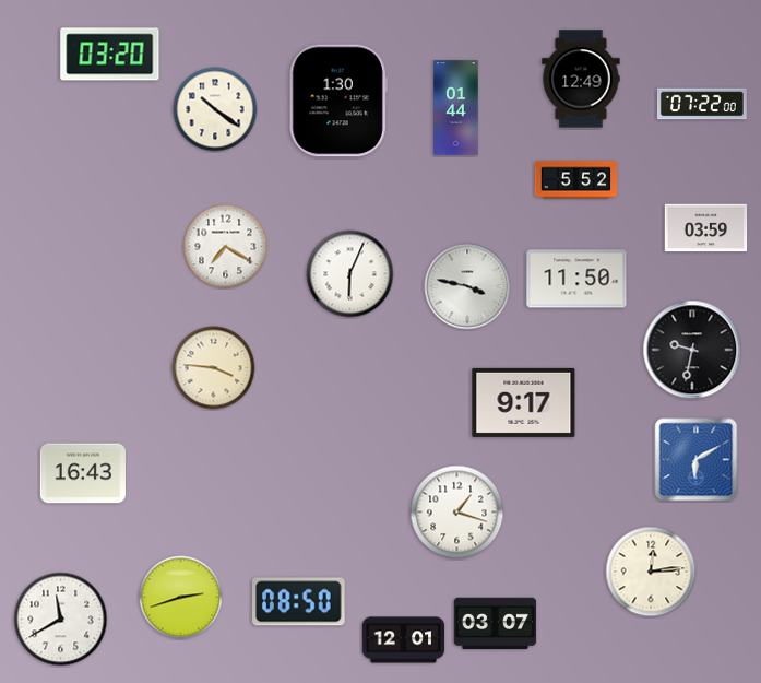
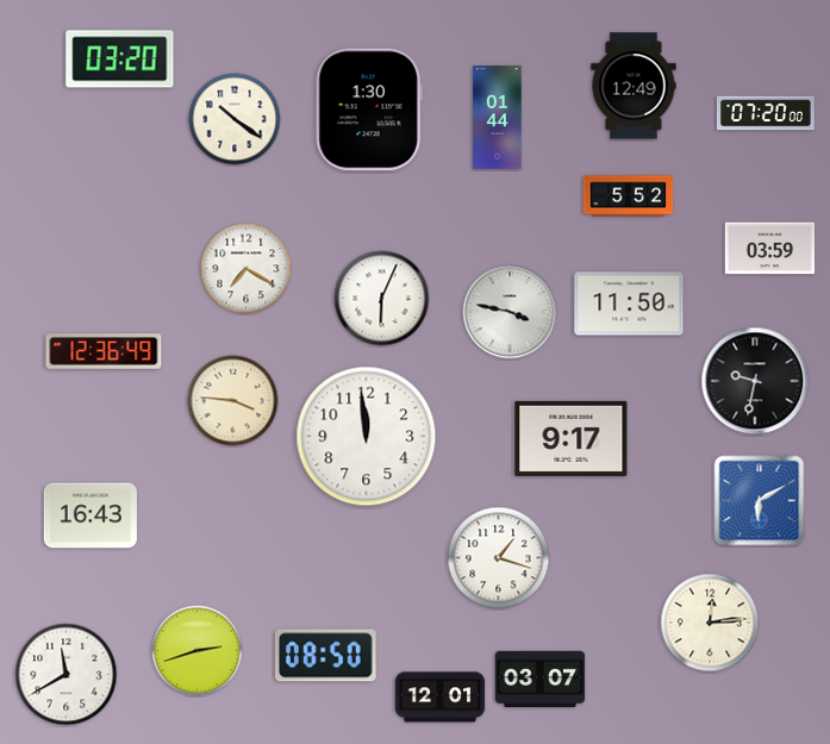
clock at (702, 104): 07:22 -> 07:20
clock at (104, 351): none -> 12:36
clock at (367, 437): none -> 11:59
